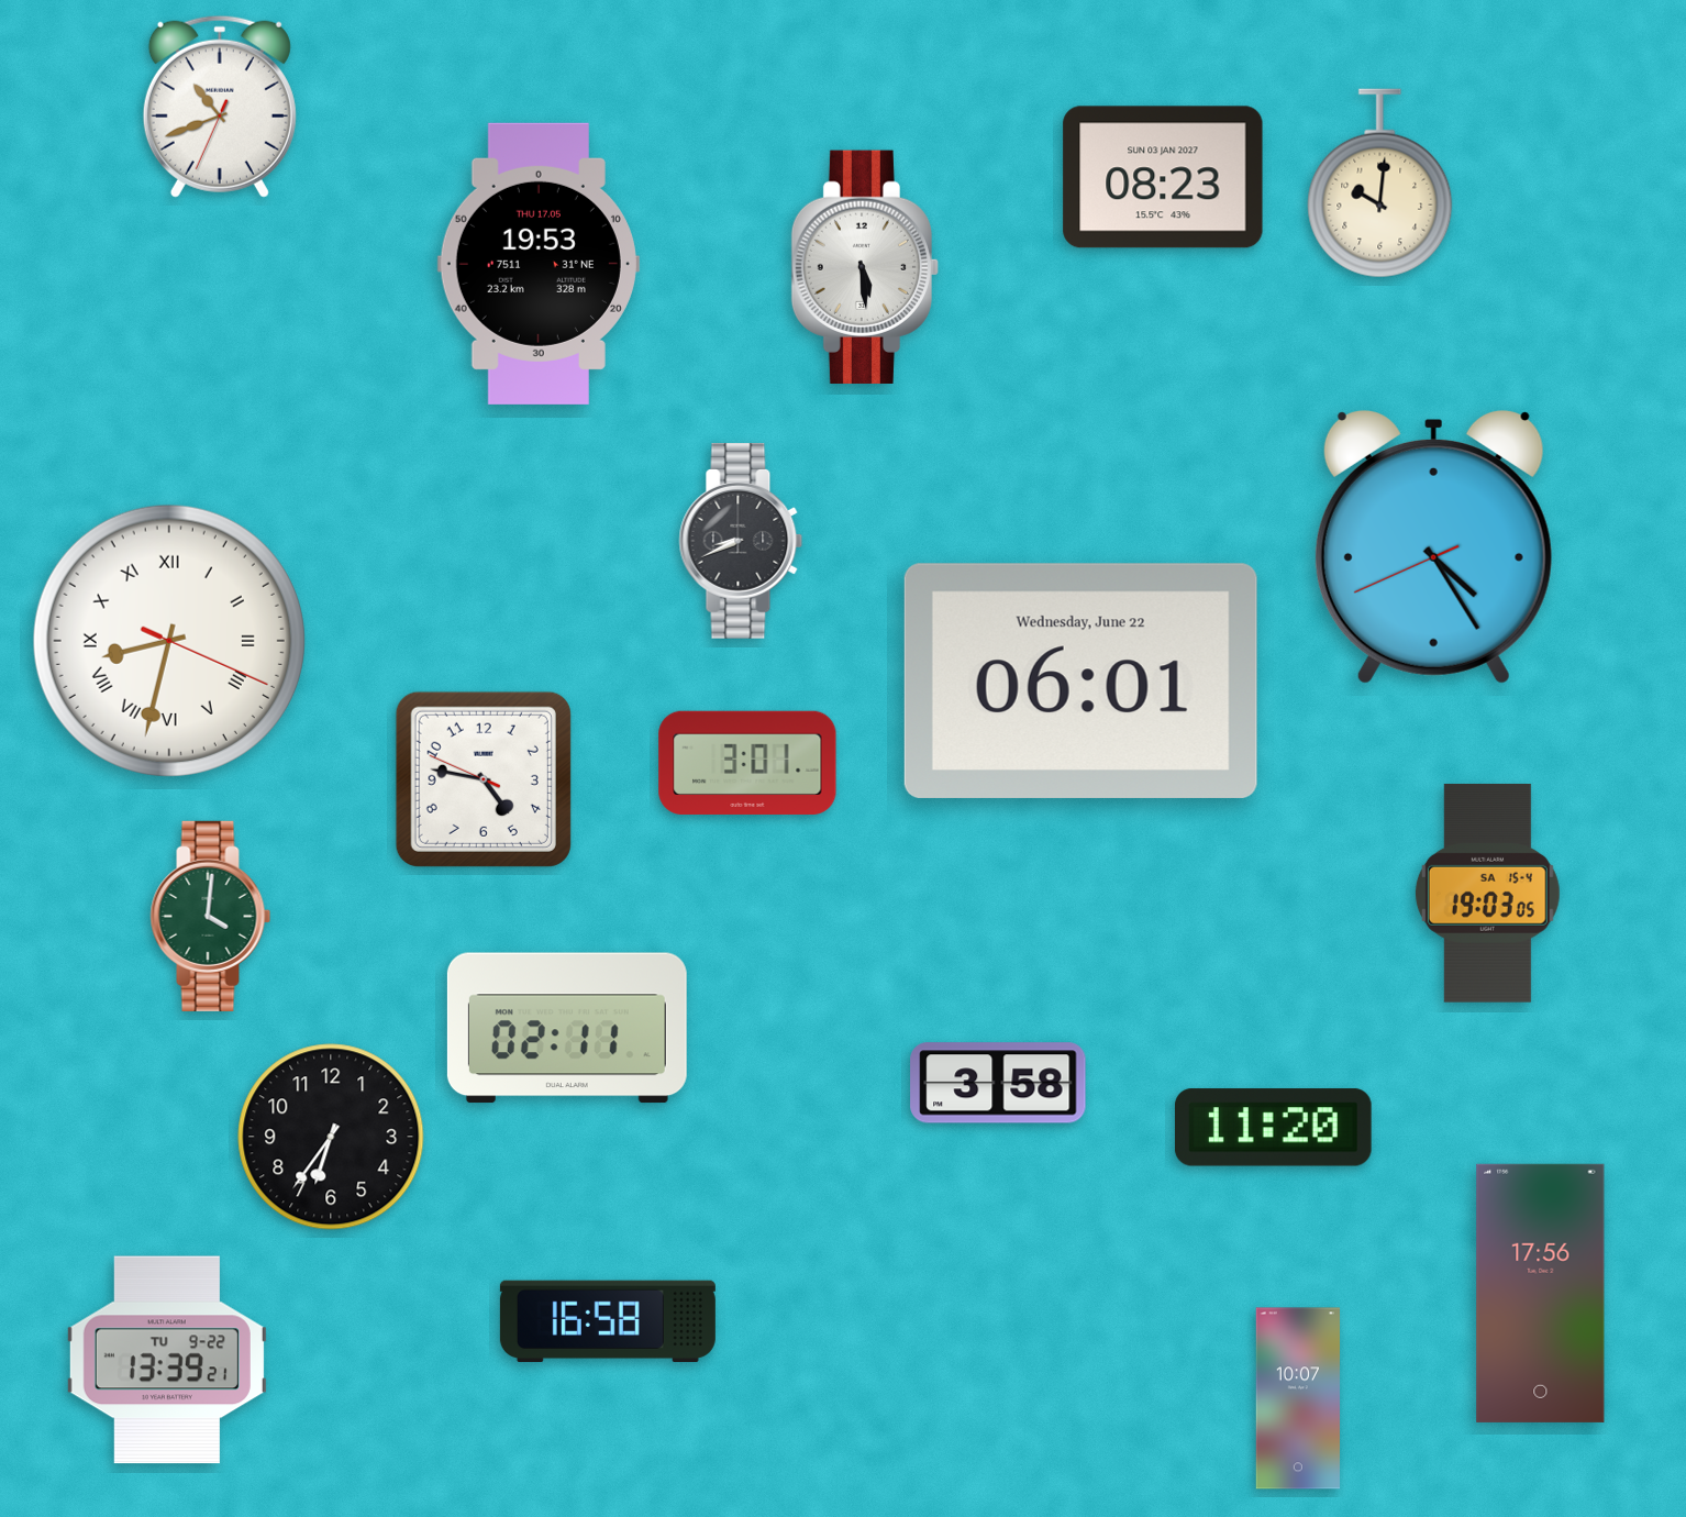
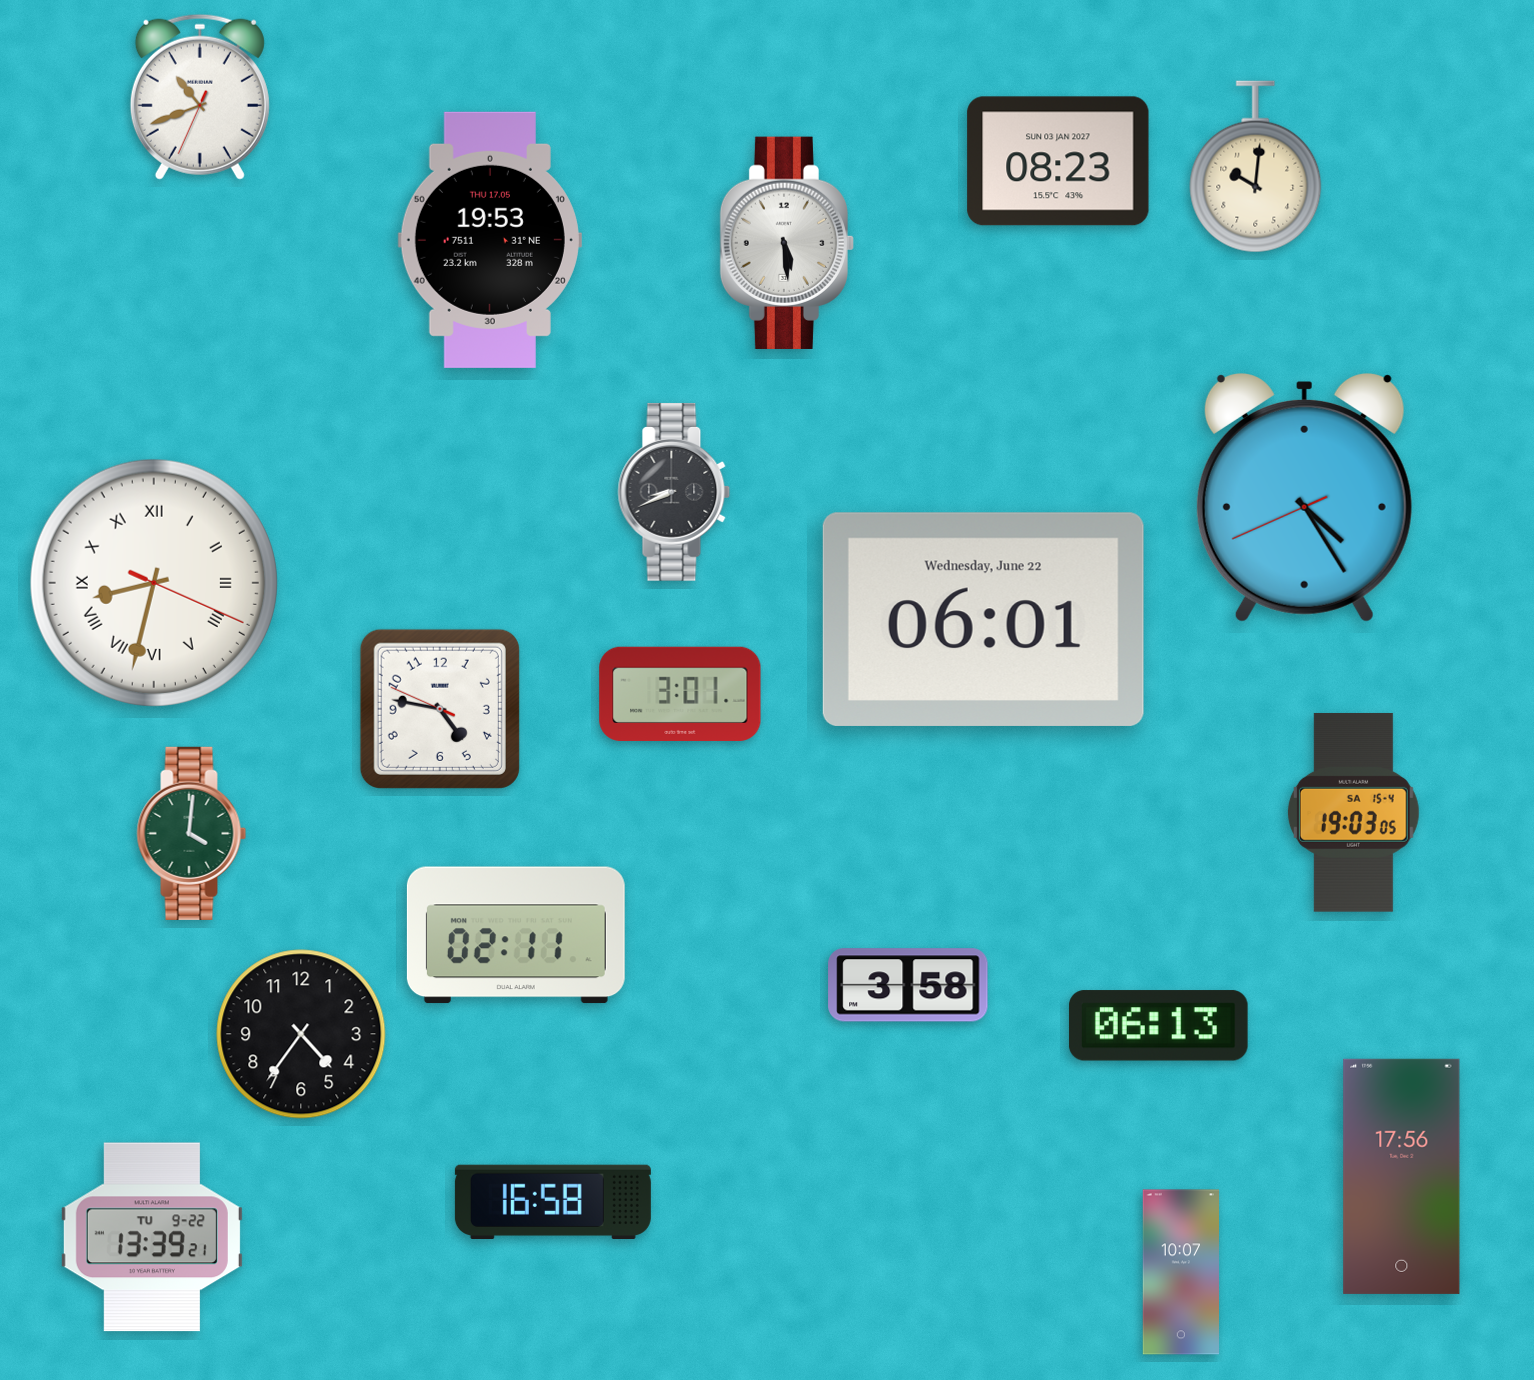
clock at (1273, 1128): 11:20 -> 06:13
clock at (331, 1137): 6:36 -> 4:36
